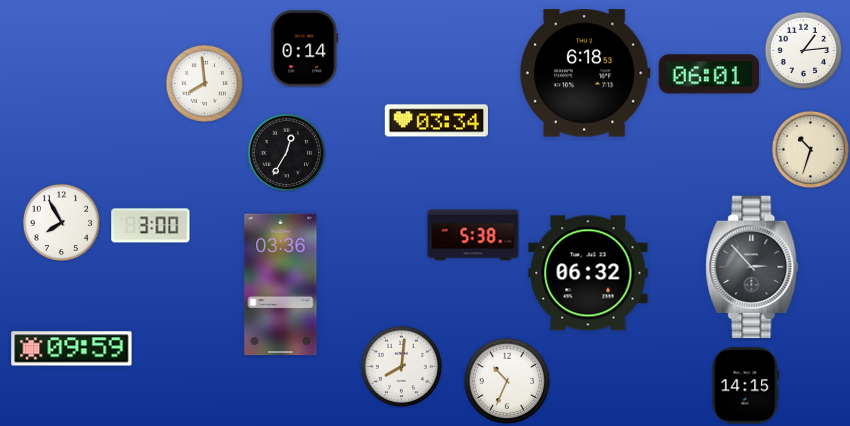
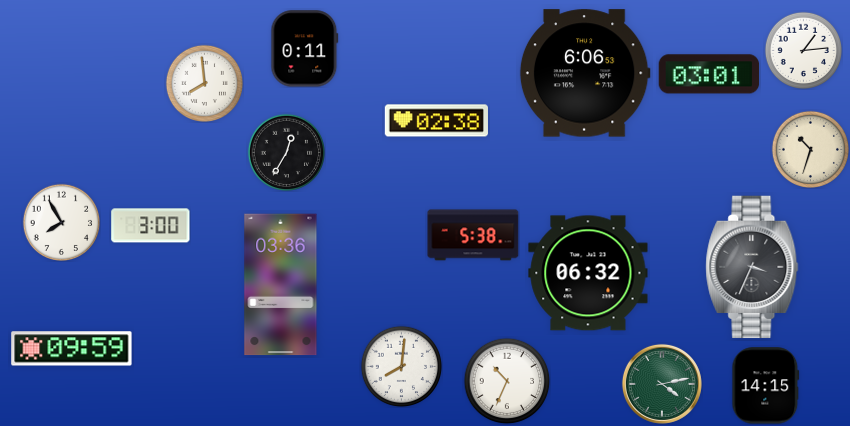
clock at (305, 49): 0:14 -> 0:11
clock at (585, 73): 6:18 -> 6:06
clock at (709, 74): 06:01 -> 03:01
clock at (436, 121): 03:34 -> 02:38
clock at (752, 267): 2:53 -> 3:34
clock at (662, 384): none -> 4:13
clock at (746, 386) position: (746, 386) -> (766, 386)
